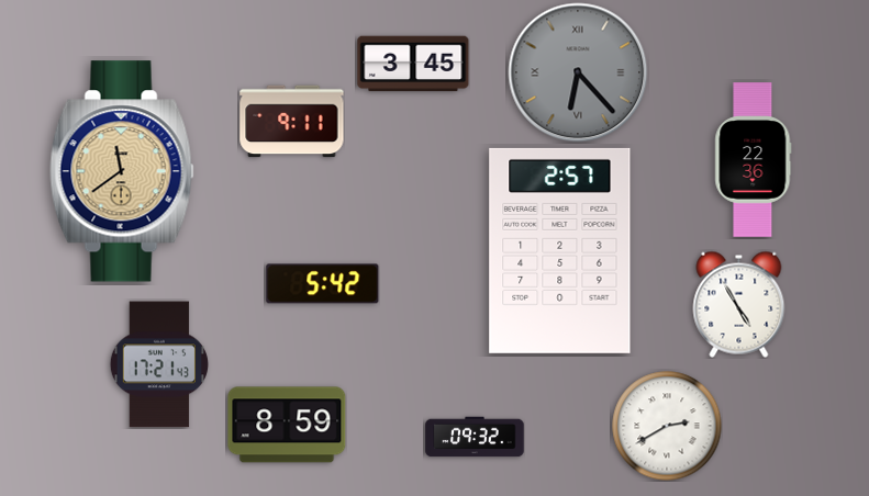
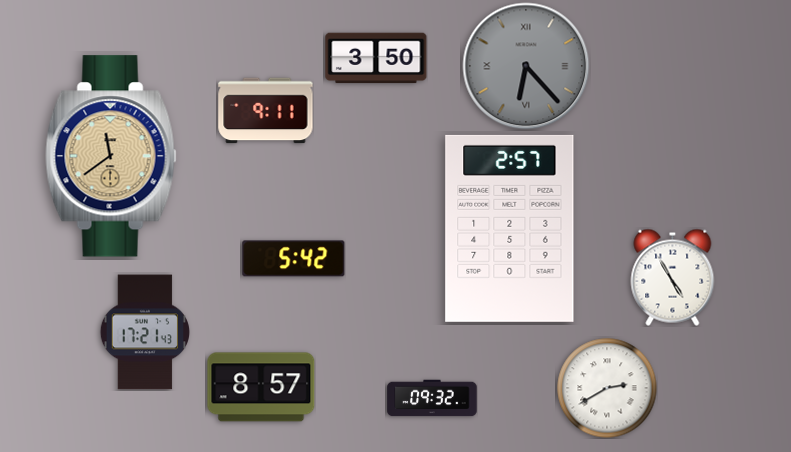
clock at (413, 64): 3:45 -> 3:50
clock at (754, 160): 22:36 -> none
clock at (287, 425): 8:59 -> 8:57
